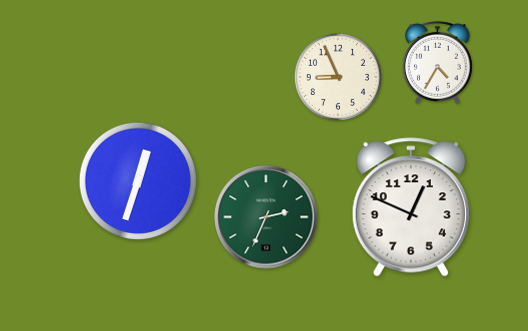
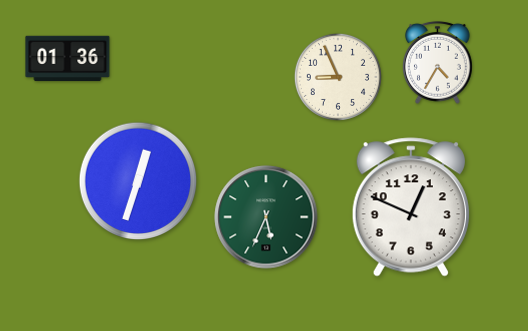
clock at (68, 59): none -> 01:36
clock at (266, 217): 2:34 -> 5:34
